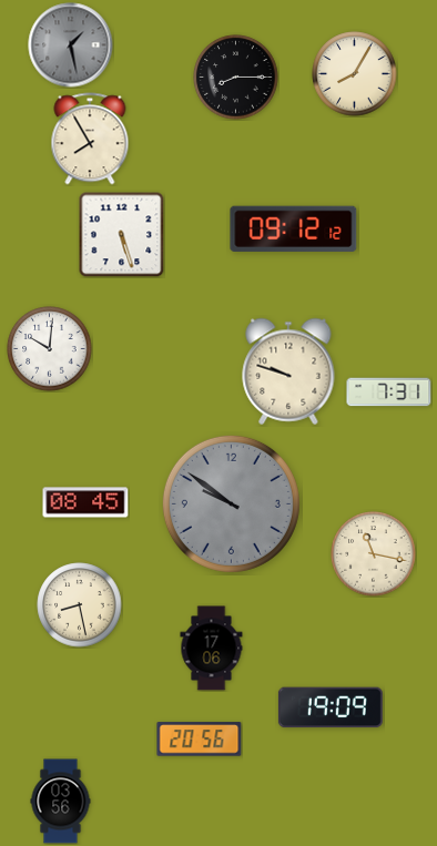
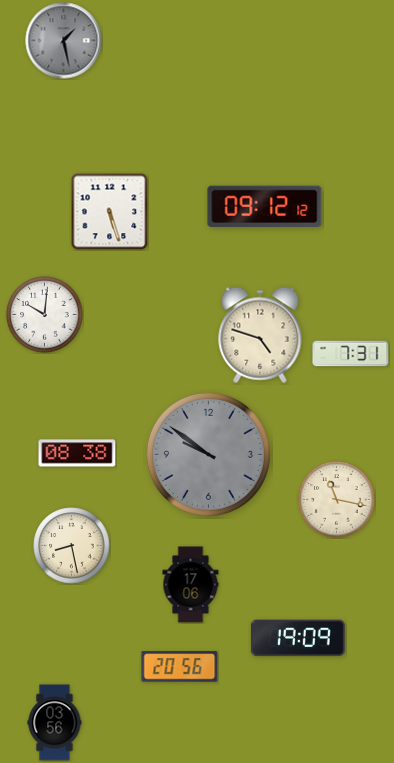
clock at (355, 74): 8:05 -> none
clock at (236, 78): 8:15 -> none
clock at (90, 139): 7:55 -> none
clock at (288, 371): 9:48 -> 4:48
clock at (85, 502): 08:45 -> 08:38
